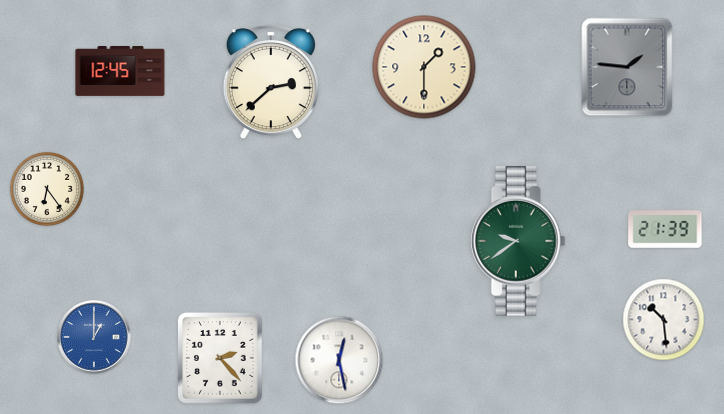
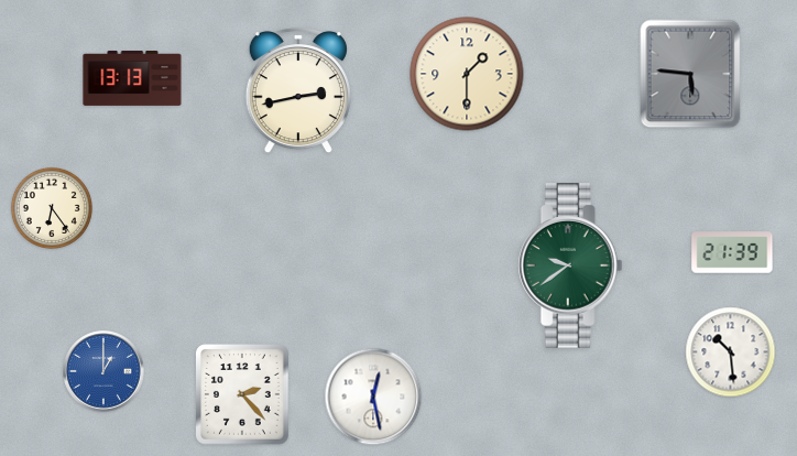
clock at (627, 67): 1:46 -> 5:46
clock at (120, 72): 12:45 -> 13:13
clock at (271, 82): 2:38 -> 2:43
